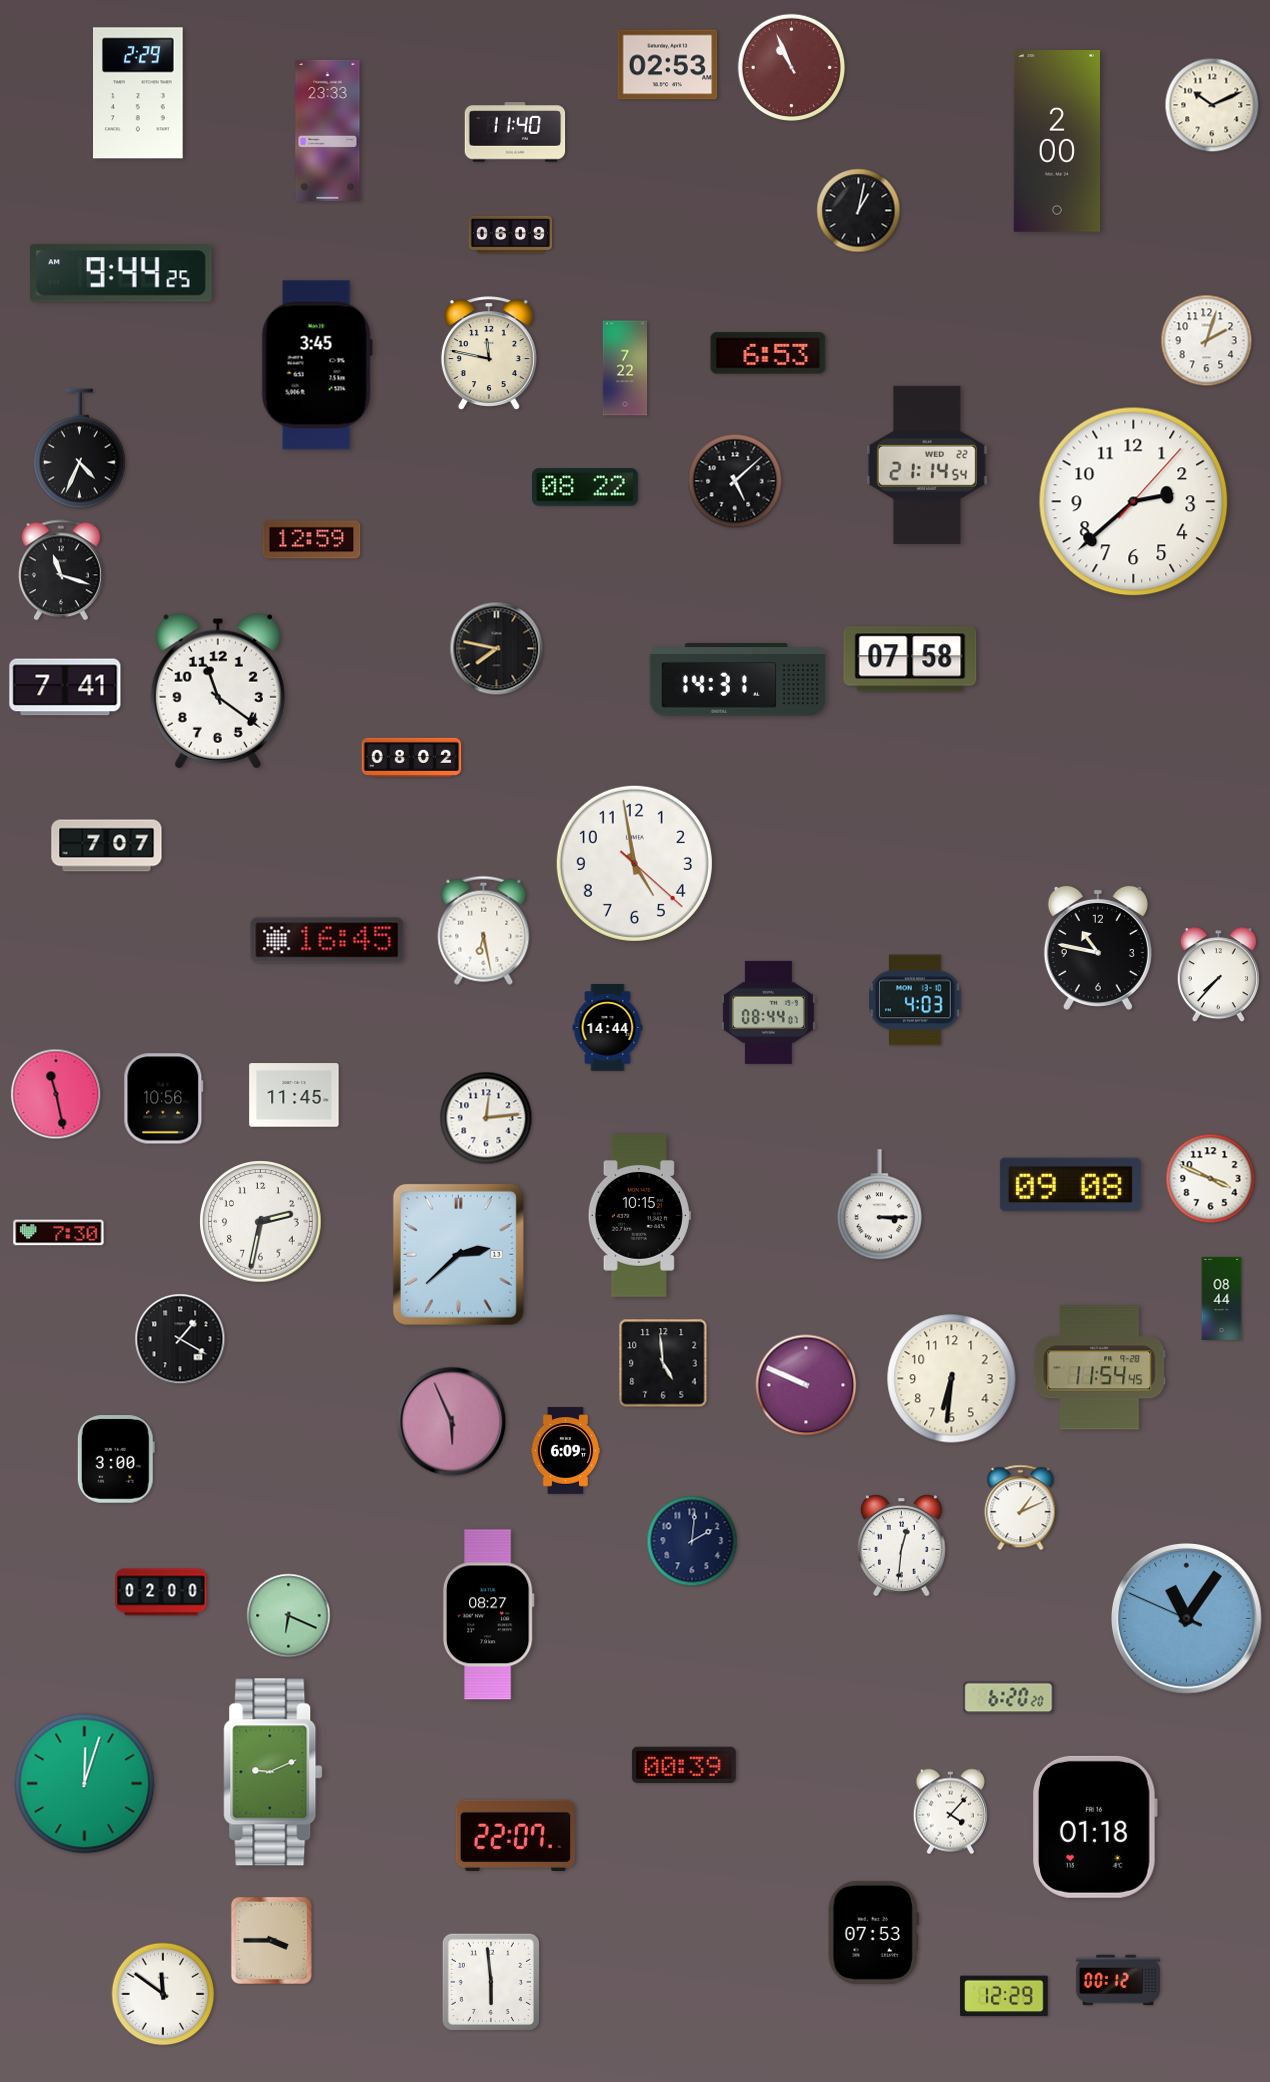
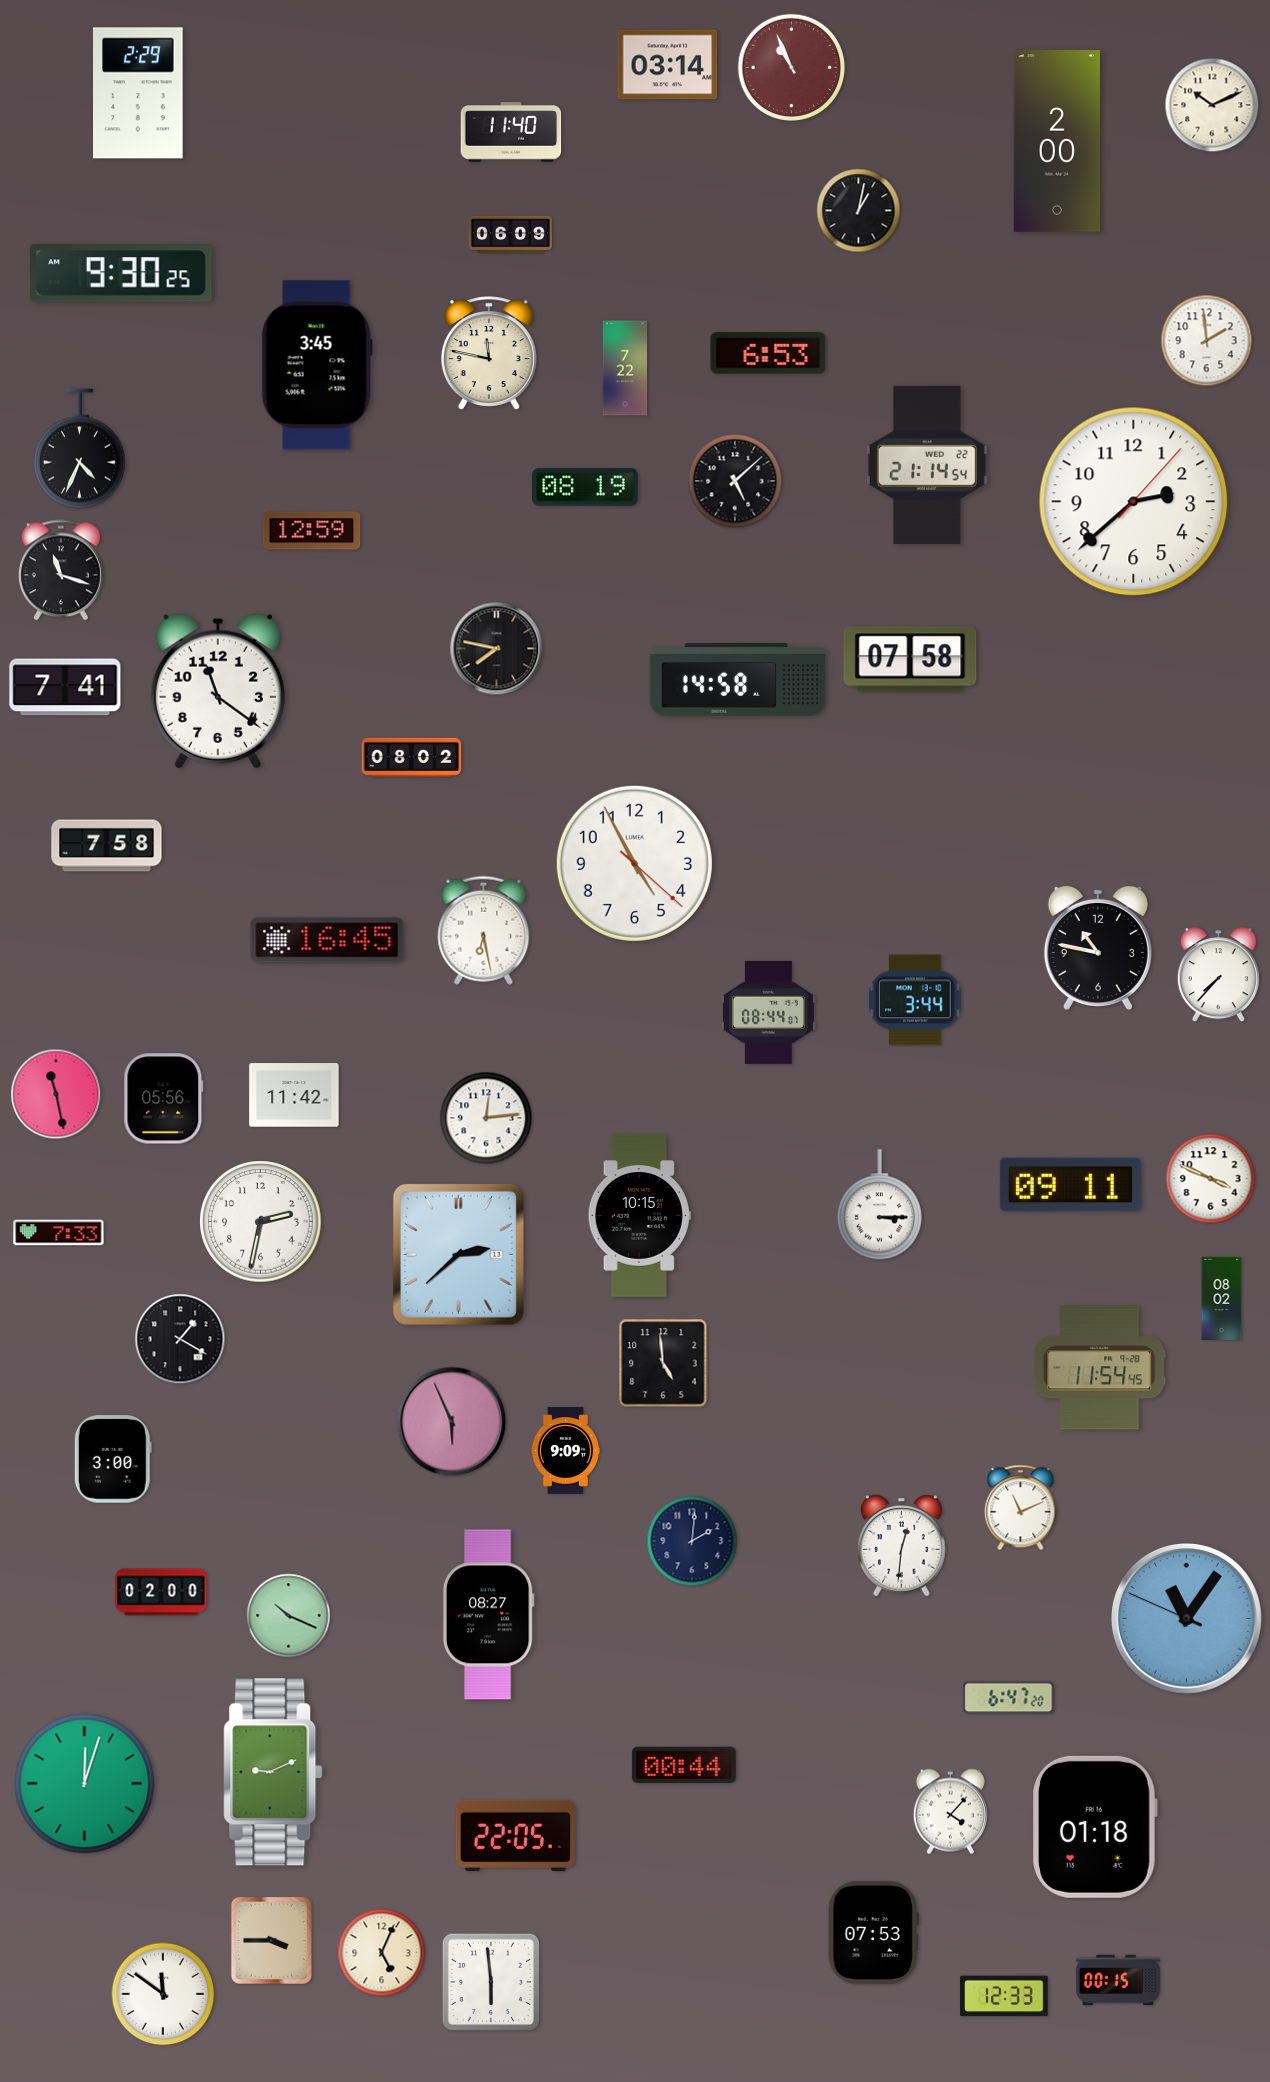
clock at (668, 65): 02:53 -> 03:14
clock at (328, 130): 23:33 -> none
clock at (515, 132) position: (515, 132) -> (511, 132)
clock at (121, 273): 9:44 -> 9:30
clock at (1207, 341): 2:03 -> 1:59
clock at (586, 487): 08:22 -> 08:19
clock at (312, 540) position: (312, 540) -> (312, 531)
clock at (738, 680): 14:31 -> 14:58
clock at (107, 846): 7:07 -> 7:58
clock at (634, 863): 4:58 -> 4:55
clock at (915, 1000): 4:03 -> 3:44
clock at (608, 1028): 14:44 -> none
clock at (294, 1095): 11:45 -> 11:42
clock at (164, 1099): 10:56 -> 05:56
clock at (1070, 1185): 09:08 -> 09:11
clock at (59, 1233): 7:30 -> 7:33
clock at (1222, 1298): 08:44 -> 08:02
clock at (952, 1379): 6:31 -> none
clock at (806, 1385): 9:49 -> none
clock at (565, 1451): 6:09 -> 9:09
clock at (116, 1459) position: (116, 1459) -> (113, 1459)
clock at (1021, 1508): 1:11 -> 11:11
clock at (289, 1616): 6:19 -> 10:19
clock at (1009, 1698): 6:20 -> 6:47
clock at (684, 1765): 00:39 -> 00:44
clock at (515, 1835): 22:07 -> 22:05
clock at (382, 1953): none -> 5:04
clock at (1118, 1980): 00:12 -> 00:15
clock at (1004, 1996): 12:29 -> 12:33
